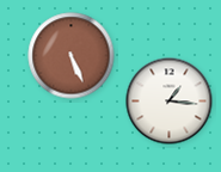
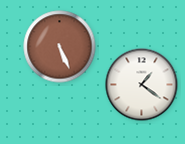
clock at (170, 102): 1:16 -> 1:21
